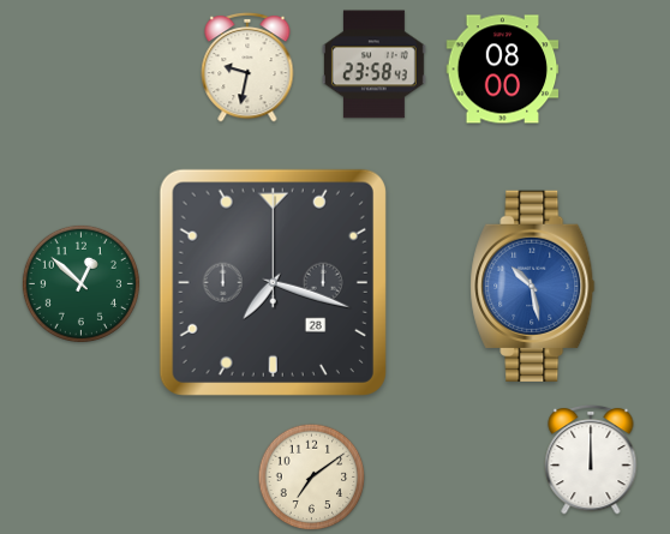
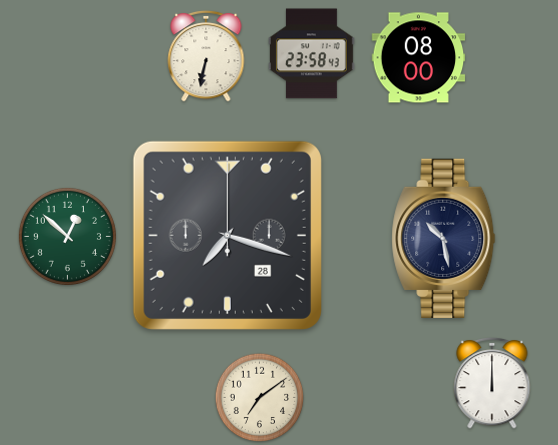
clock at (247, 67): 9:32 -> 6:32
clock at (533, 286) dial: blue -> navy
